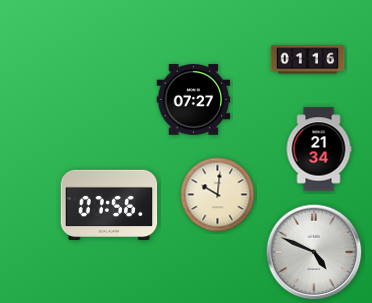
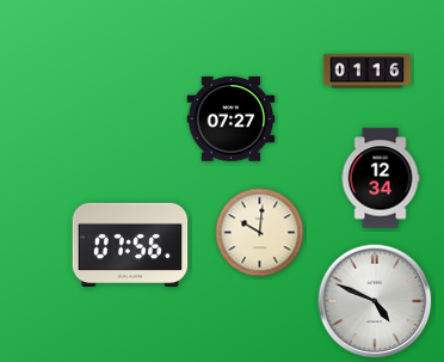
clock at (319, 149): 21:34 -> 12:34
